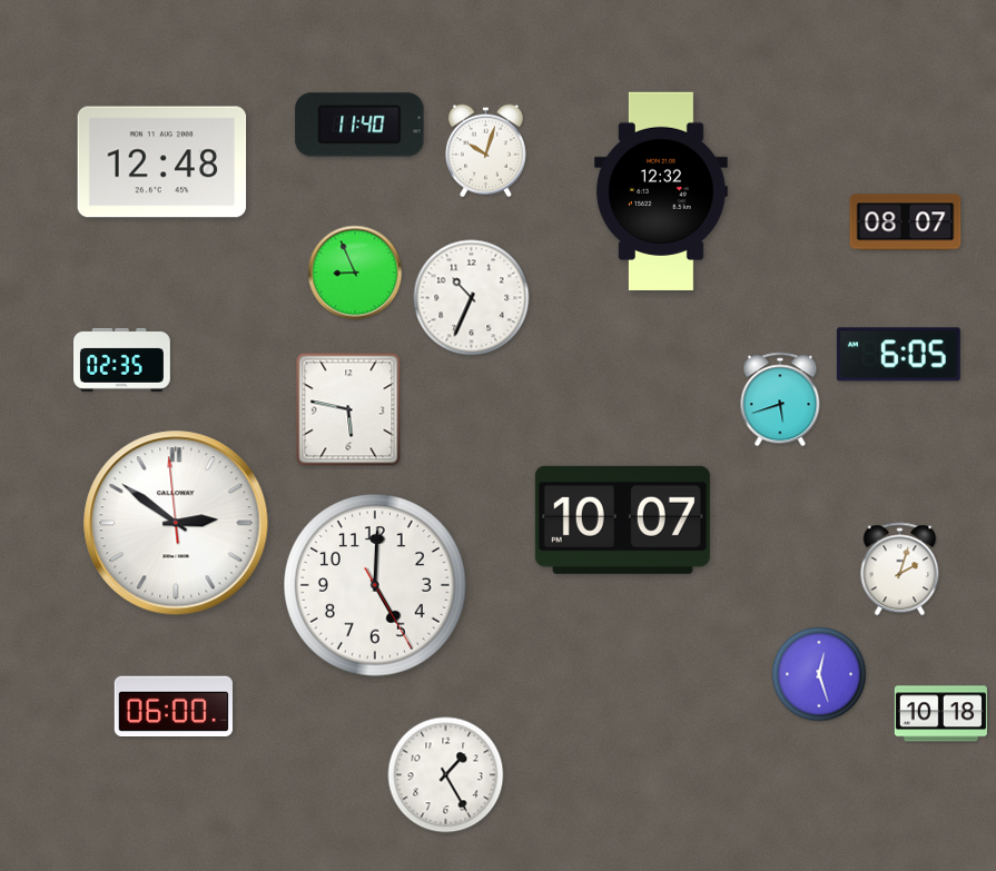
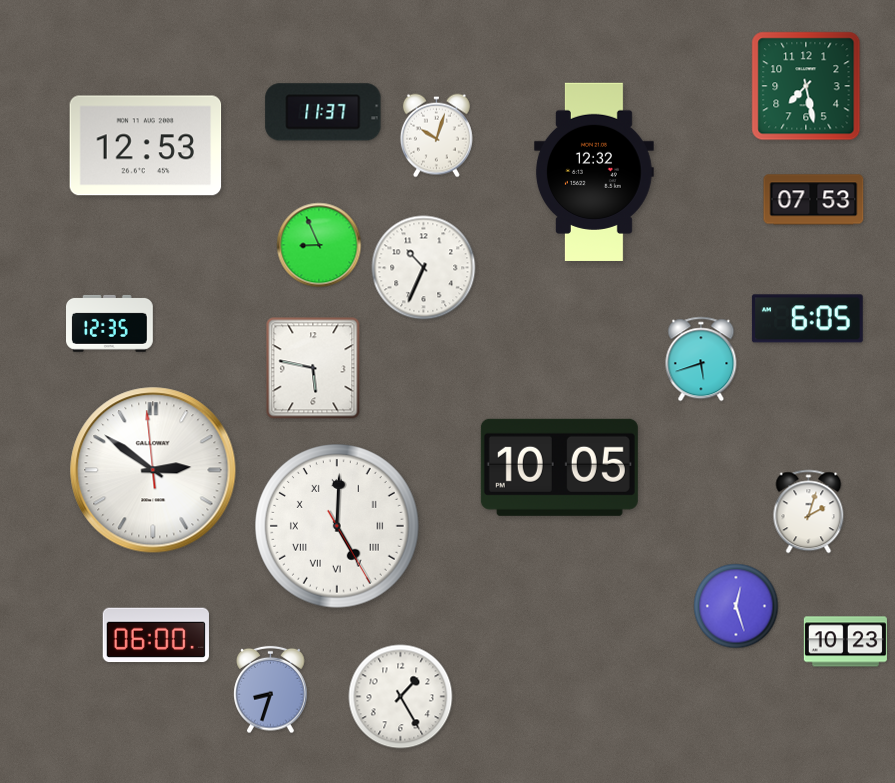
clock at (806, 86): none -> 7:28
clock at (359, 125): 11:40 -> 11:37
clock at (162, 162): 12:48 -> 12:53
clock at (906, 222): 08:07 -> 07:53
clock at (122, 359): 02:35 -> 12:35
clock at (622, 519): 10:07 -> 10:05
clock at (176, 523) position: (176, 523) -> (153, 470)
clock at (376, 586) numerals: Arabic -> Roman
clock at (940, 714): 10:18 -> 10:23
clock at (271, 690): none -> 8:33
